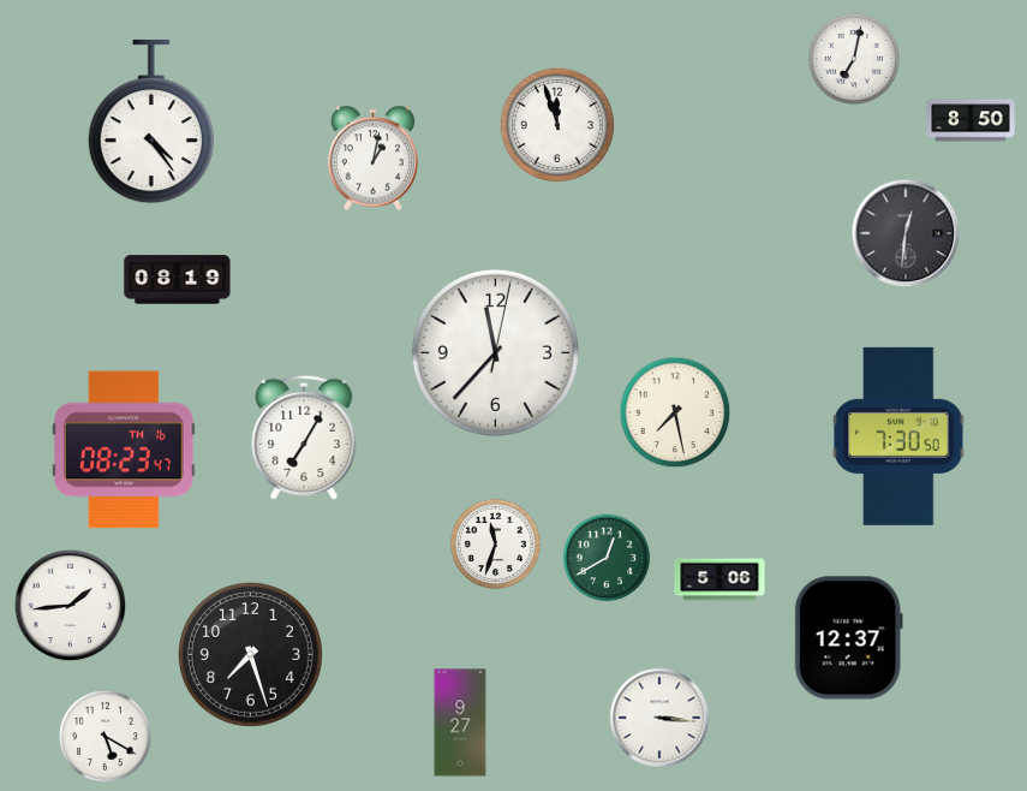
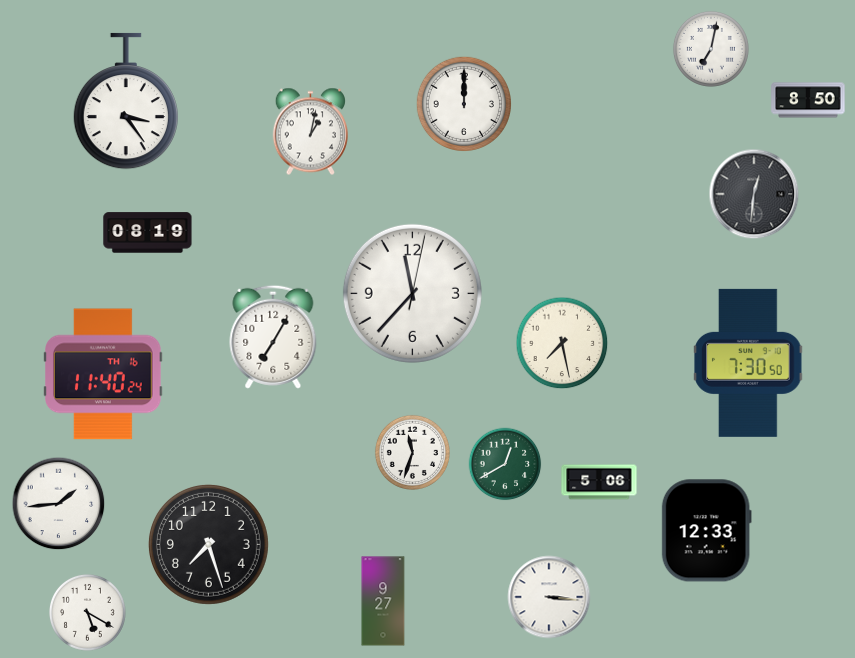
clock at (151, 121): 4:24 -> 3:24
clock at (557, 125): 11:57 -> 12:00
clock at (304, 438) position: (304, 438) -> (273, 337)
clock at (125, 450): 08:23 -> 11:40
clock at (848, 638): 12:37 -> 12:33
